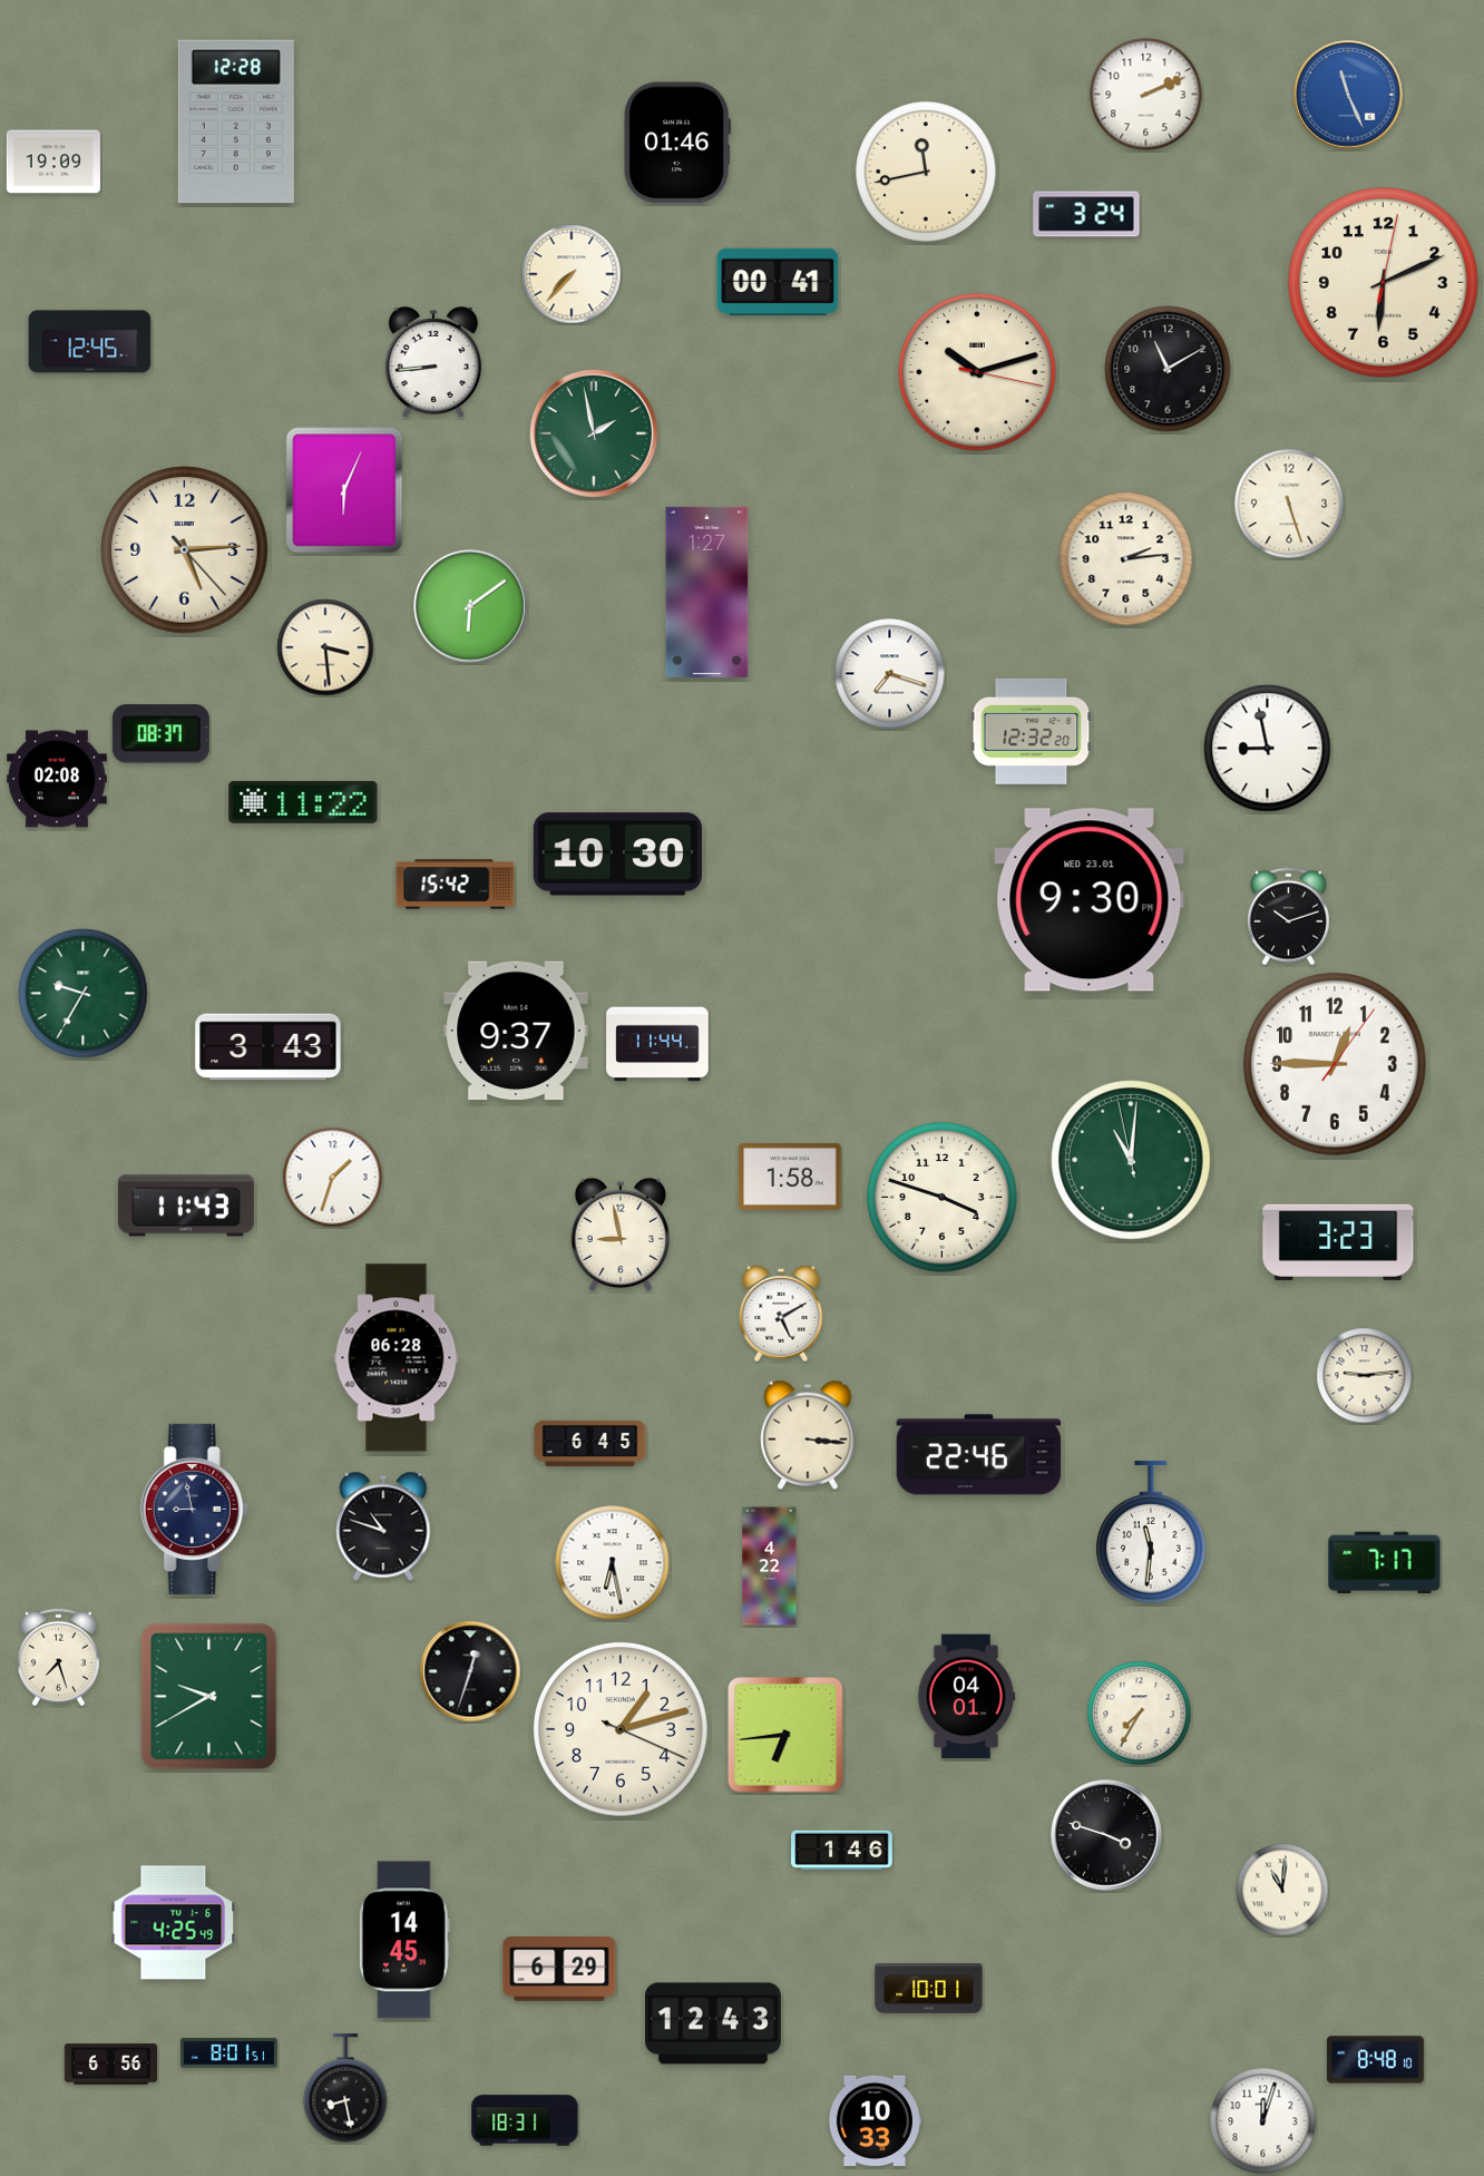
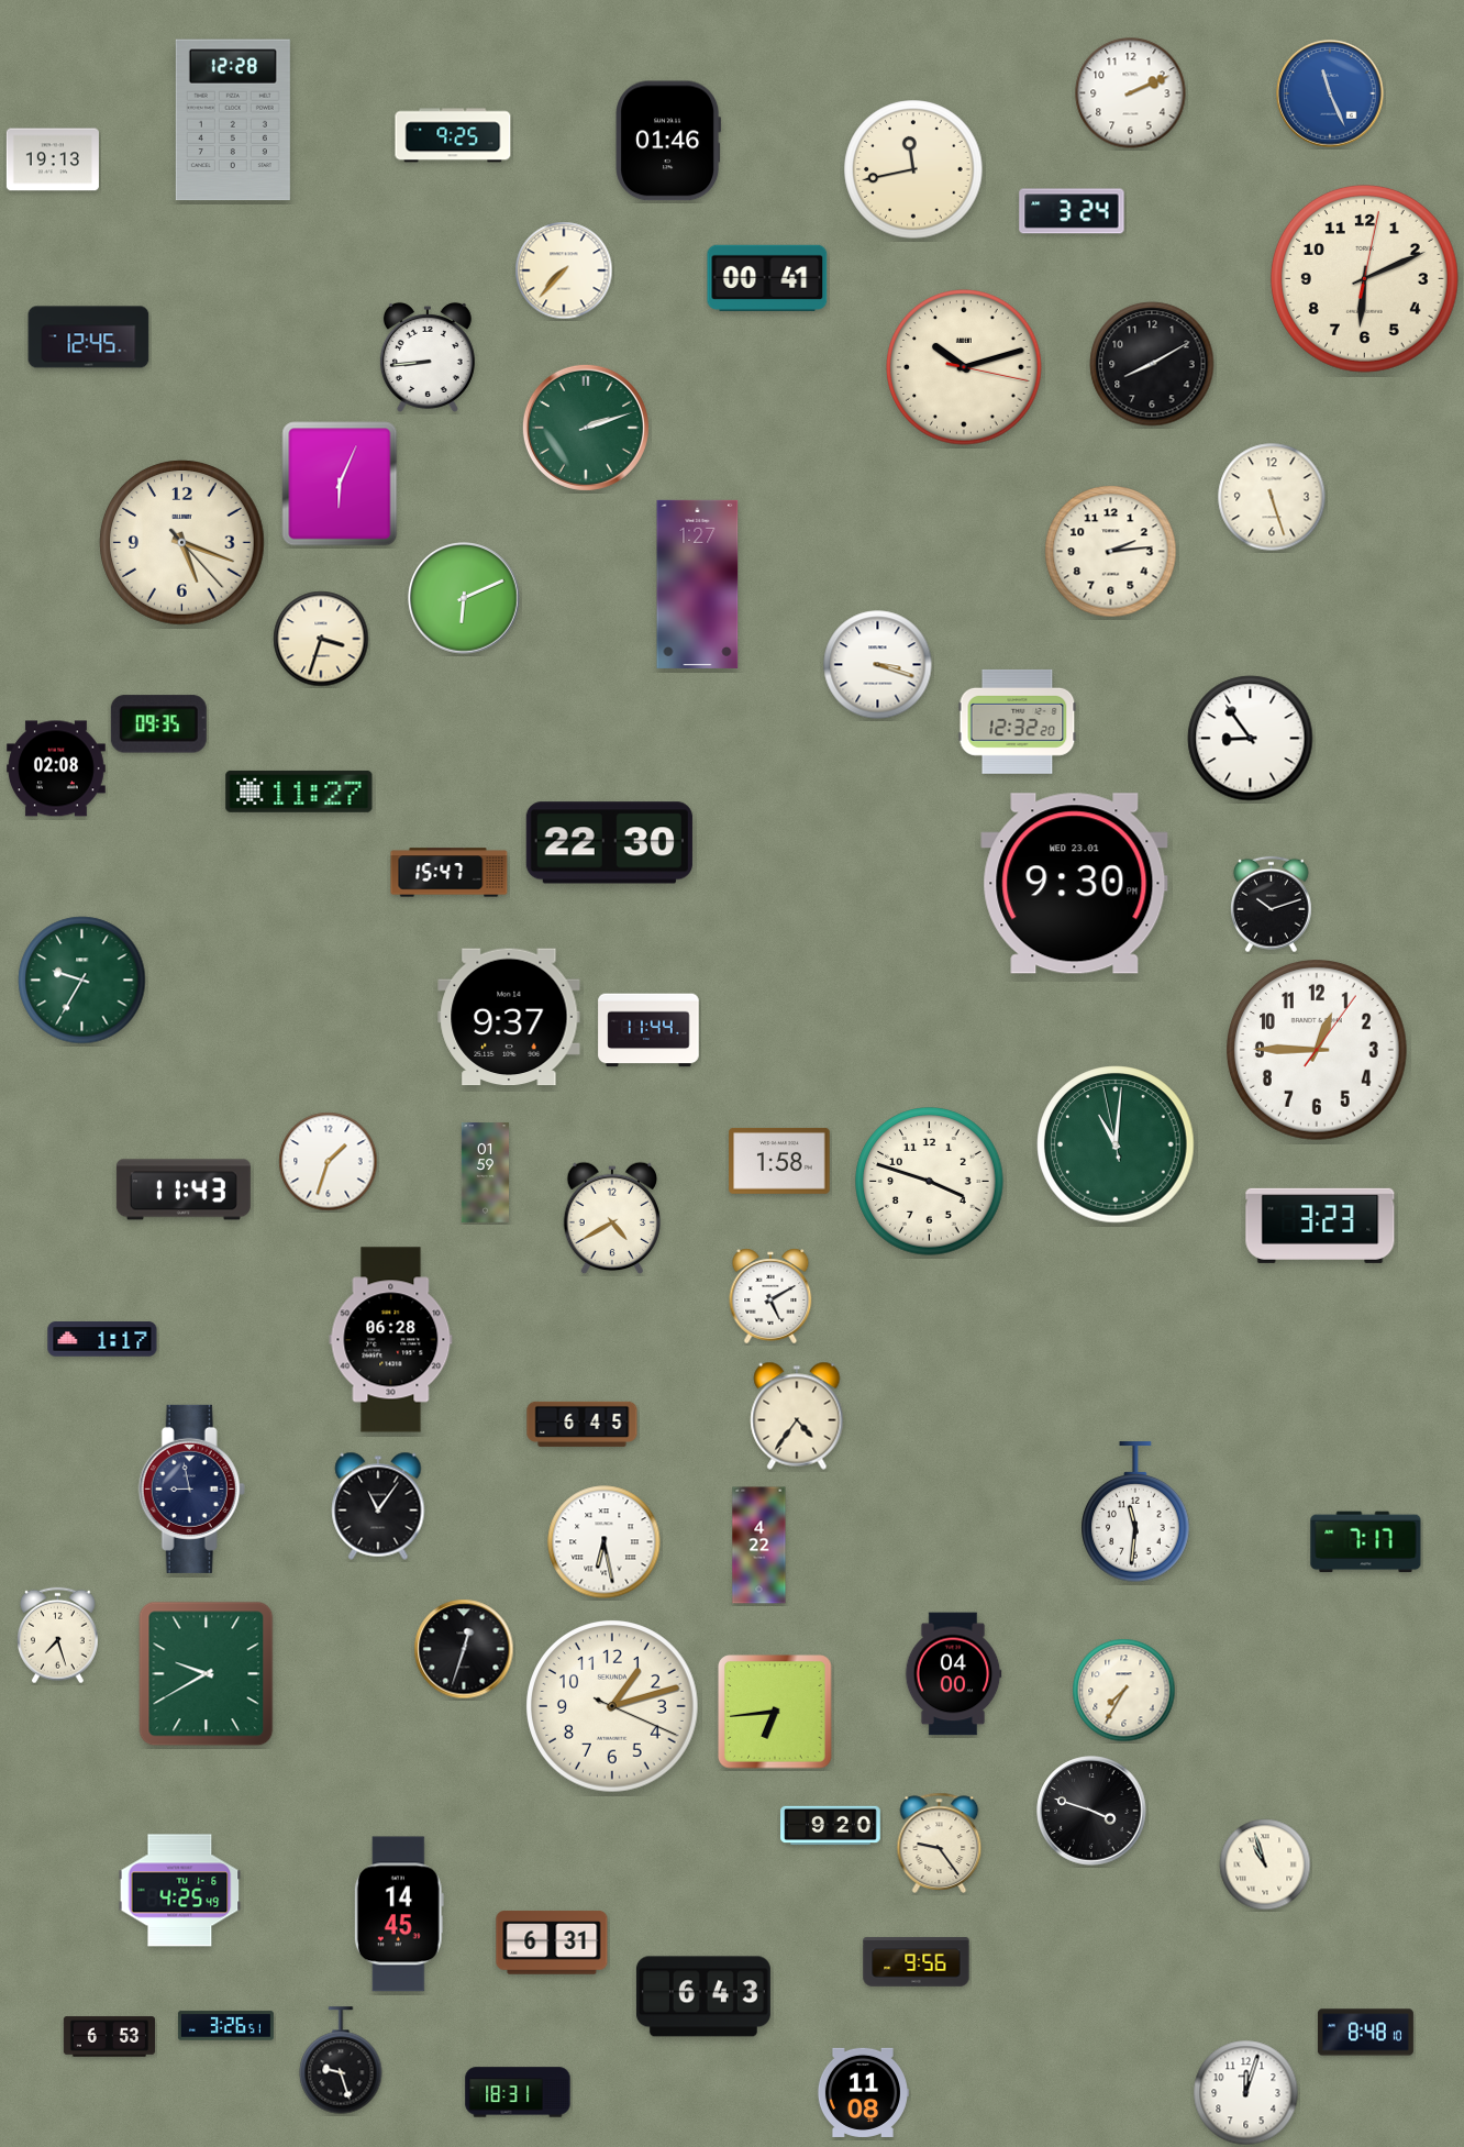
clock at (453, 135): none -> 9:25
clock at (53, 162): 19:09 -> 19:13
clock at (1168, 369): 11:10 -> 8:10
clock at (594, 433): 1:58 -> 2:12
clock at (185, 550): 5:14 -> 5:18
clock at (470, 606): 6:09 -> 6:11
clock at (325, 647): 3:29 -> 3:33
clock at (890, 674): 7:18 -> 3:18
clock at (160, 734): 08:37 -> 09:35
clock at (1268, 749): 8:58 -> 8:54
clock at (303, 802): 11:22 -> 11:27
clock at (617, 855): 10:30 -> 22:30
clock at (456, 885): 15:42 -> 15:47
clock at (1090, 900) position: (1090, 900) -> (1075, 884)
clock at (269, 1047): 3:43 -> none
clock at (485, 1173): none -> 01:59
clock at (619, 1235): 8:58 -> 4:40
clock at (102, 1339): none -> 1:17
clock at (1365, 1376): 9:14 -> none
clock at (808, 1435): 3:16 -> 4:36
clock at (979, 1455): 22:46 -> none
clock at (383, 1526): 10:48 -> 11:06
clock at (966, 1697): 04:01 -> 04:00
clock at (842, 1851): 1:46 -> 9:20
clock at (940, 1842): none -> 9:24
clock at (1282, 1890): 11:01 -> 10:57
clock at (174, 1923) position: (174, 1923) -> (180, 1891)
clock at (559, 1969): 6:29 -> 6:31
clock at (929, 1989): 10:01 -> 9:56
clock at (713, 2023): 12:43 -> 6:43
clock at (228, 2053): 8:01 -> 3:26
clock at (1375, 2060) position: (1375, 2060) -> (1365, 2033)
clock at (110, 2065): 6:56 -> 6:53
clock at (345, 2088): 8:28 -> 9:27
clock at (873, 2120): 10:33 -> 11:08
